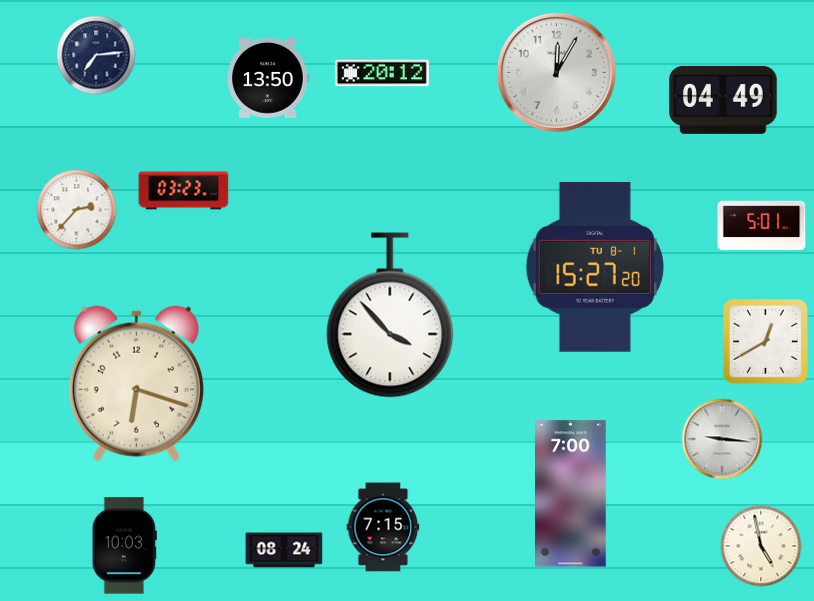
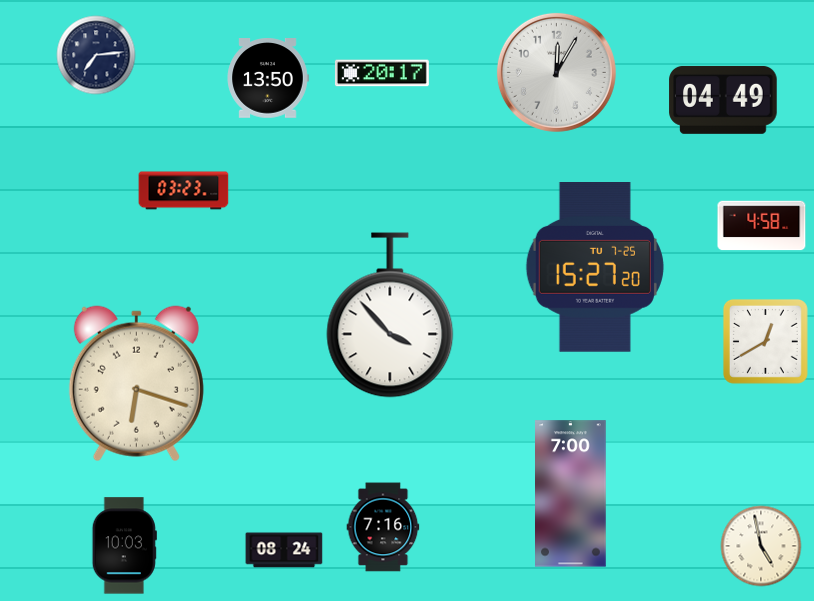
clock at (382, 73): 20:12 -> 20:17
clock at (77, 210): 2:37 -> none
clock at (762, 226): 5:01 -> 4:58
clock at (595, 268) date: TU 8-1 -> TU 7-25
clock at (722, 439): 9:16 -> none
clock at (383, 527): 7:15 -> 7:16
